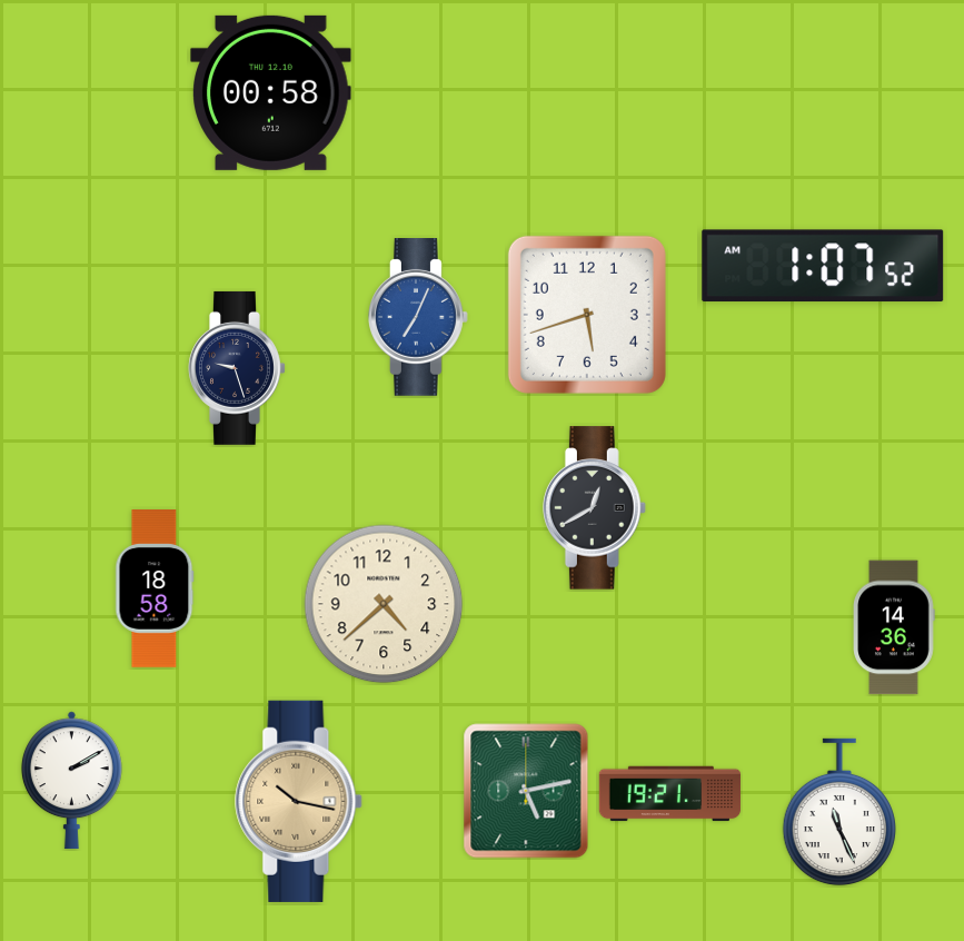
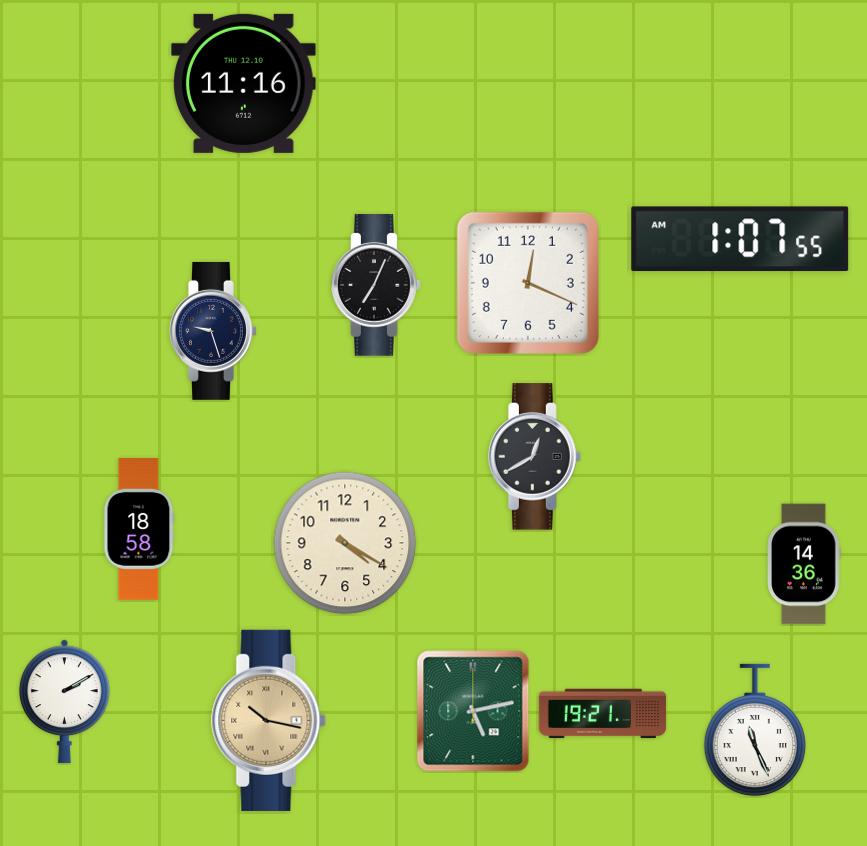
clock at (271, 92): 00:58 -> 11:16
clock at (823, 266): 1:07:52 AM -> 1:07:55 AM
clock at (587, 315): 5:42 -> 12:19
clock at (419, 318) dial: blue -> black
clock at (384, 604): 4:38 -> 4:20
